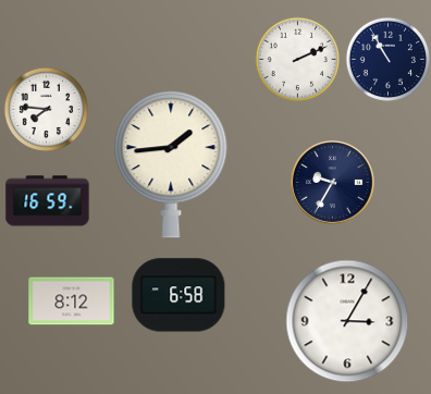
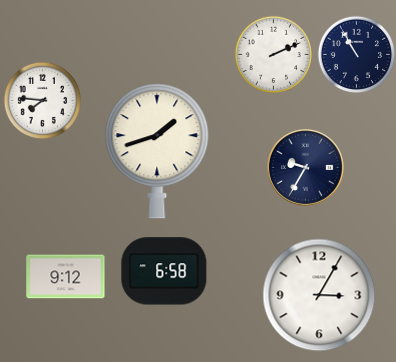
clock at (171, 164): 1:44 -> 1:42
clock at (48, 201): 16:59 -> none
clock at (72, 301): 8:12 -> 9:12
